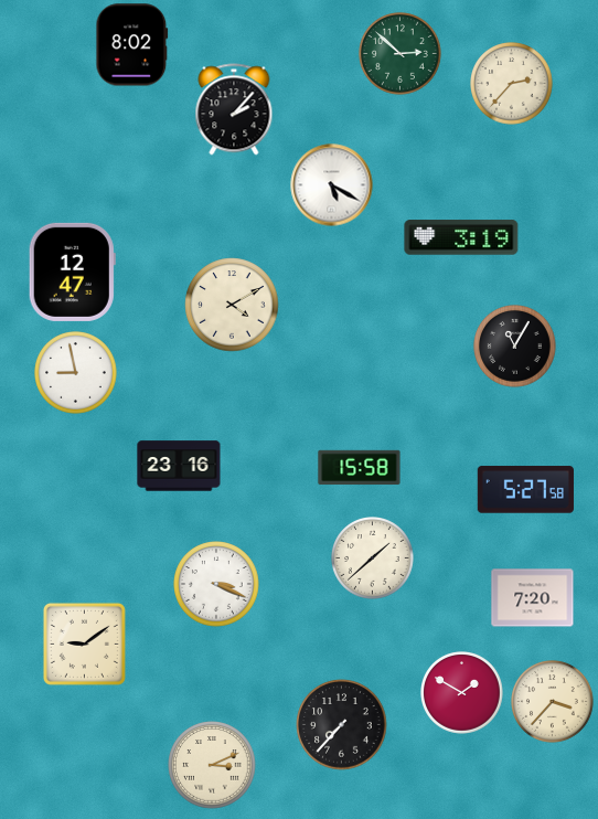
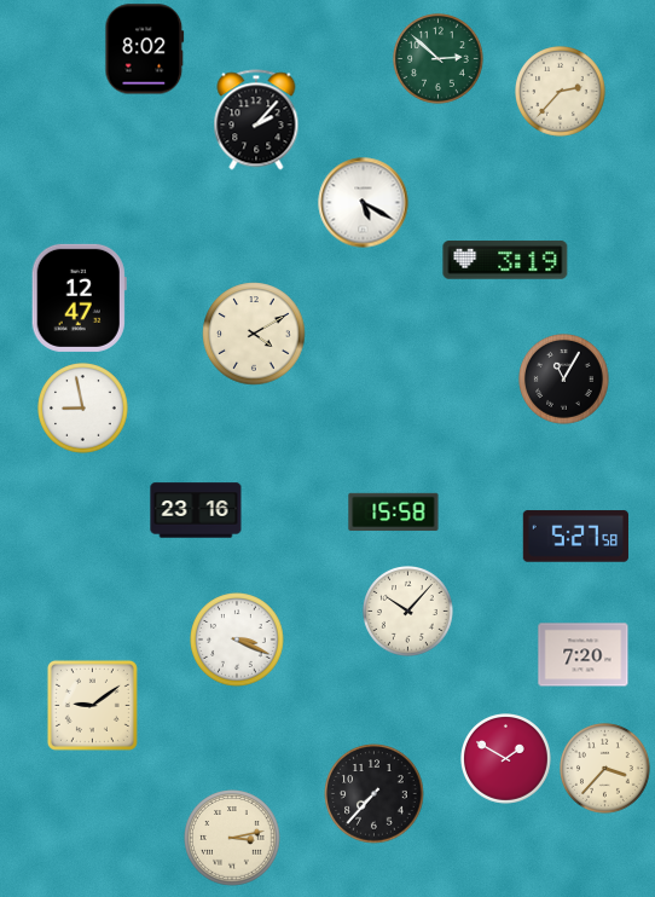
clock at (373, 559): 1:38 -> 10:07
clock at (212, 765): 3:11 -> 3:13
